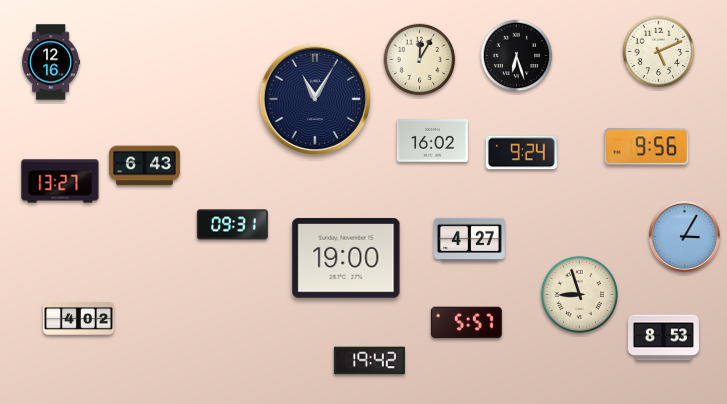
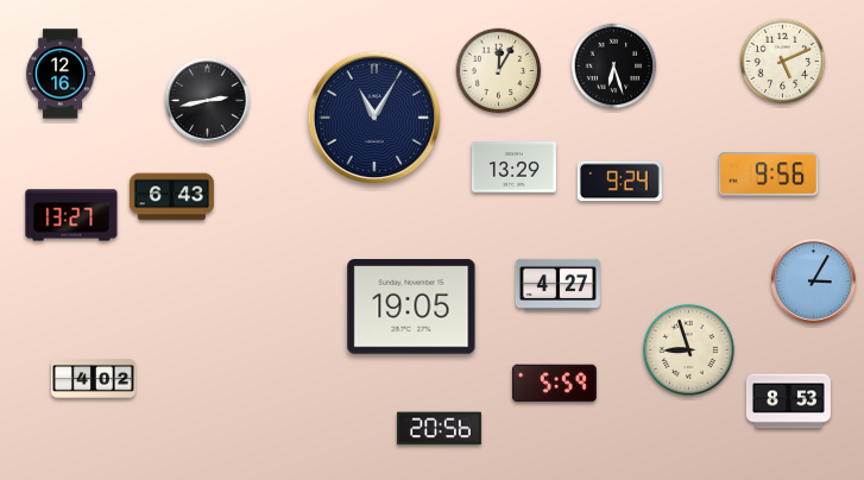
clock at (207, 100): none -> 2:43
clock at (432, 141): 16:02 -> 13:29
clock at (232, 225): 09:31 -> none
clock at (346, 258): 19:00 -> 19:05
clock at (466, 323): 5:57 -> 5:59
clock at (369, 361): 19:42 -> 20:56
